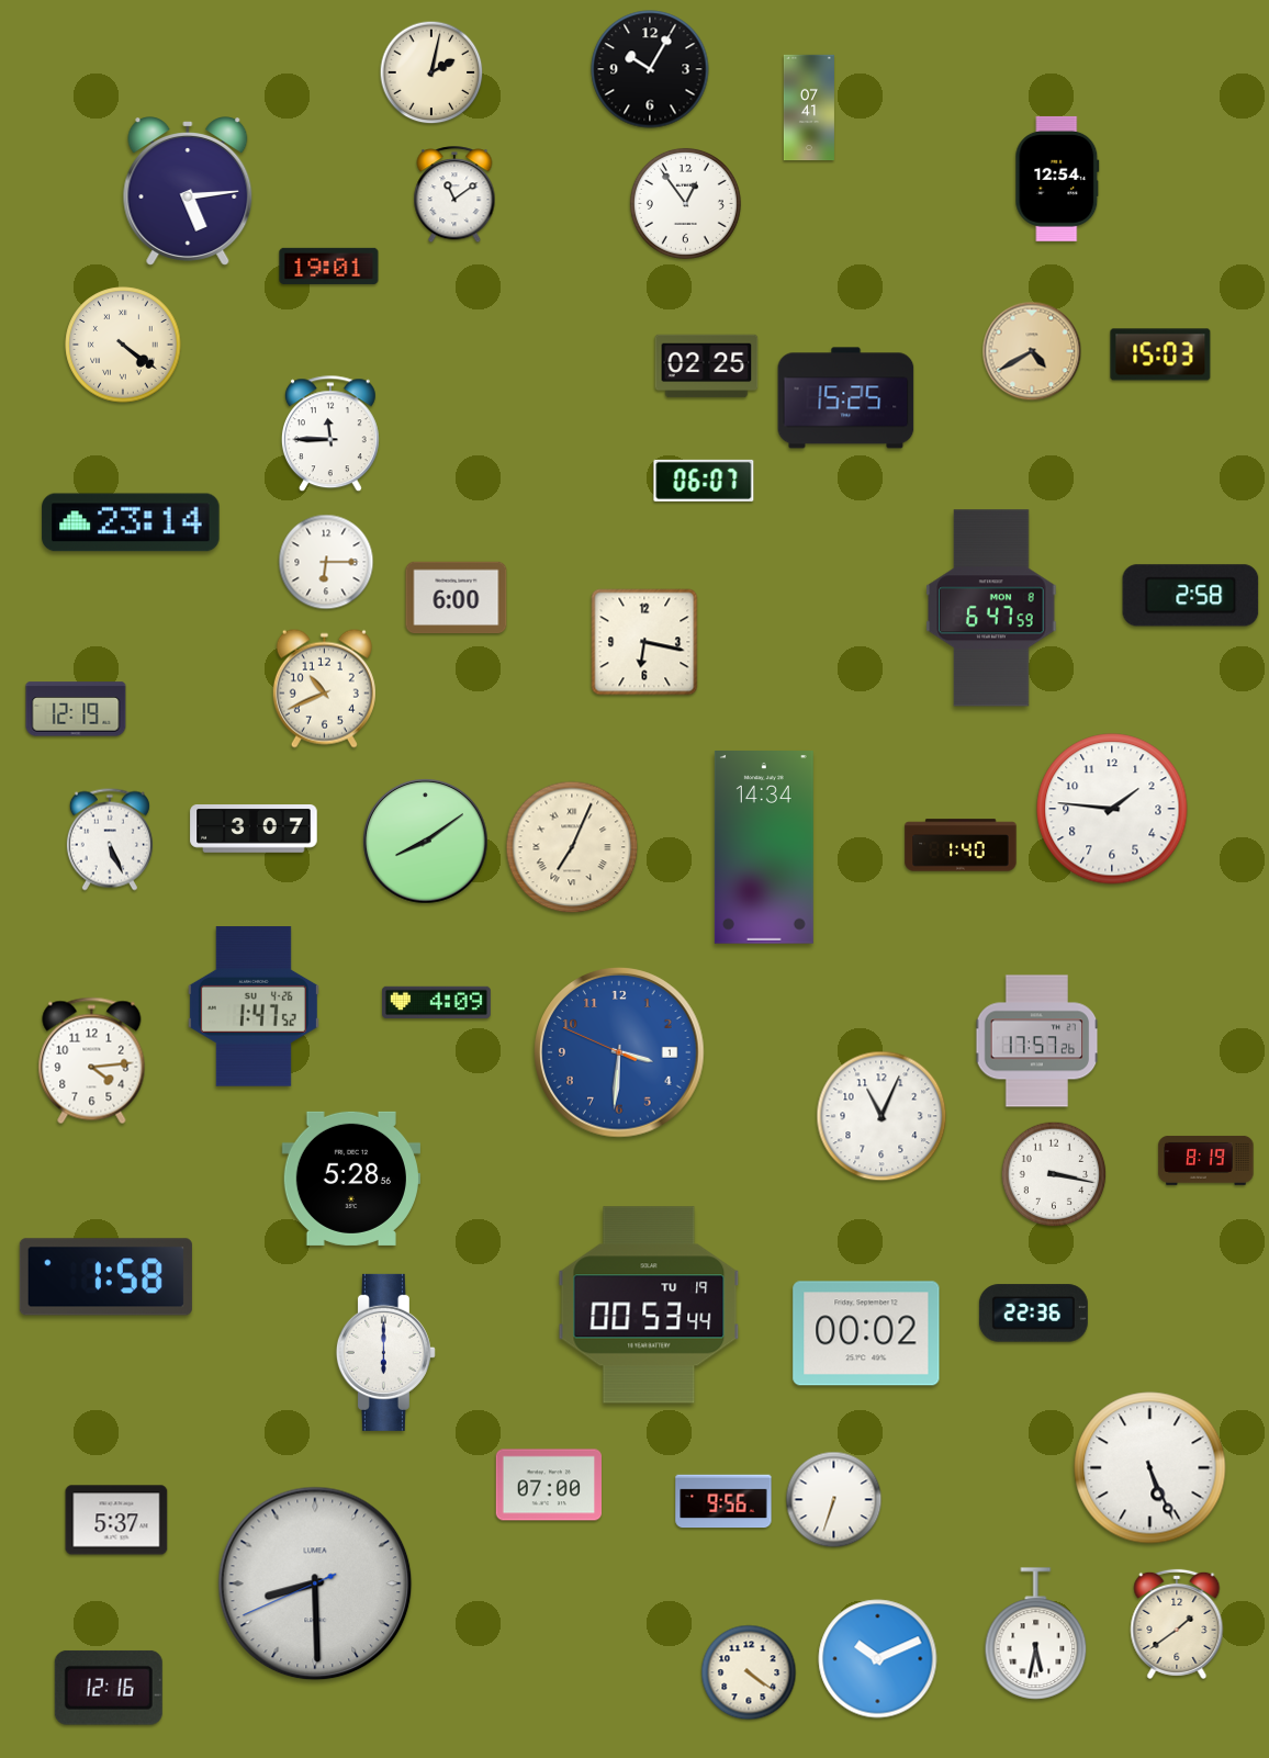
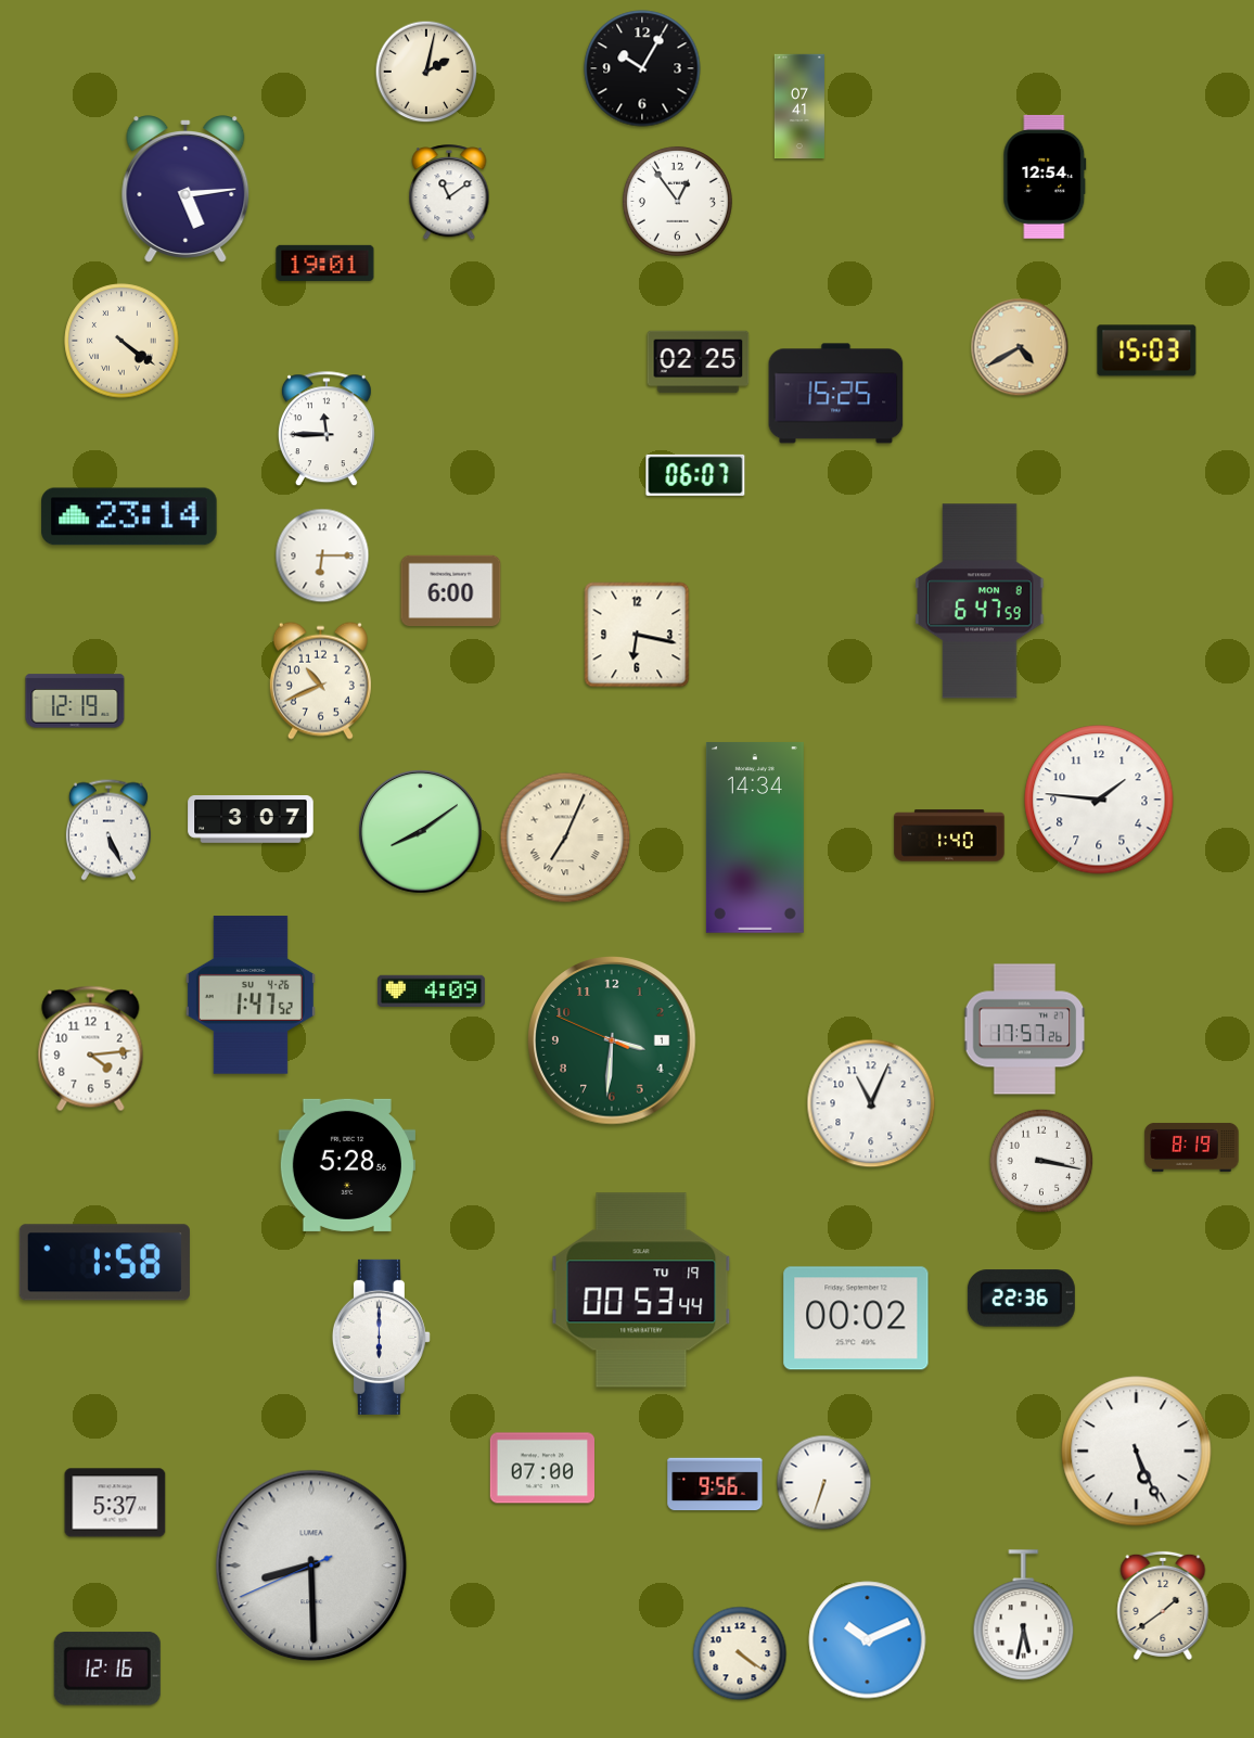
clock at (1191, 596): 2:58 -> none
clock at (619, 1052) dial: blue -> green
